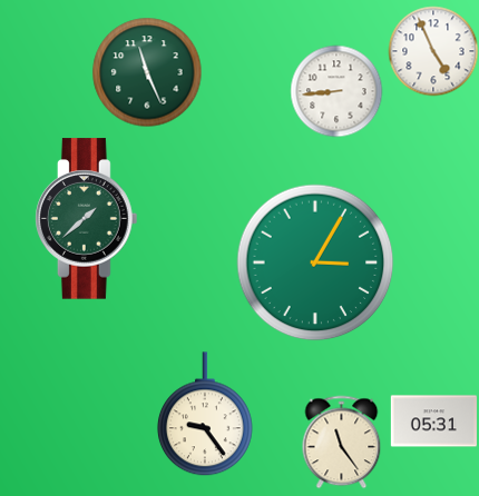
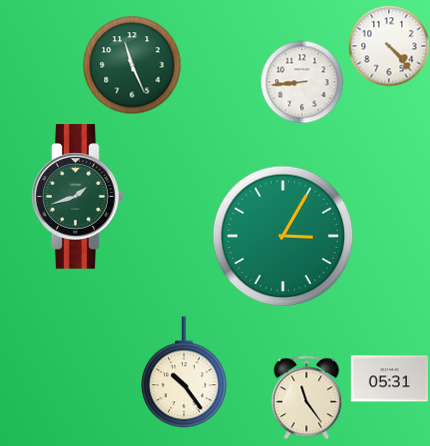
clock at (433, 51): 4:56 -> 4:23
clock at (87, 219): 1:38 -> 1:42
clock at (205, 414): 9:24 -> 10:24
